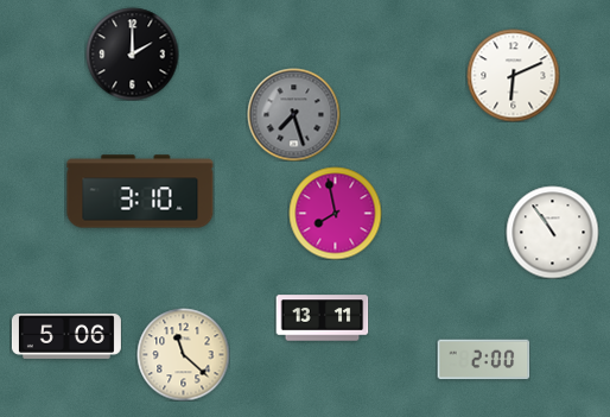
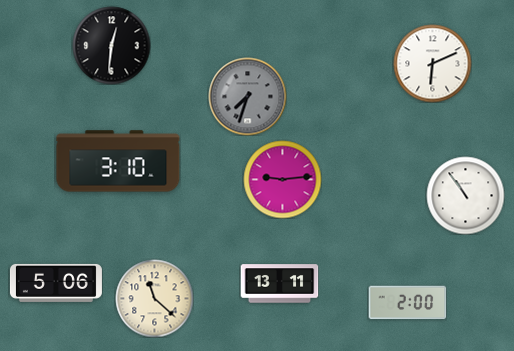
clock at (132, 53): 2:00 -> 12:31
clock at (293, 114): 7:27 -> 7:33
clock at (335, 213): 7:58 -> 9:14
clock at (322, 318) position: (322, 318) -> (279, 284)
